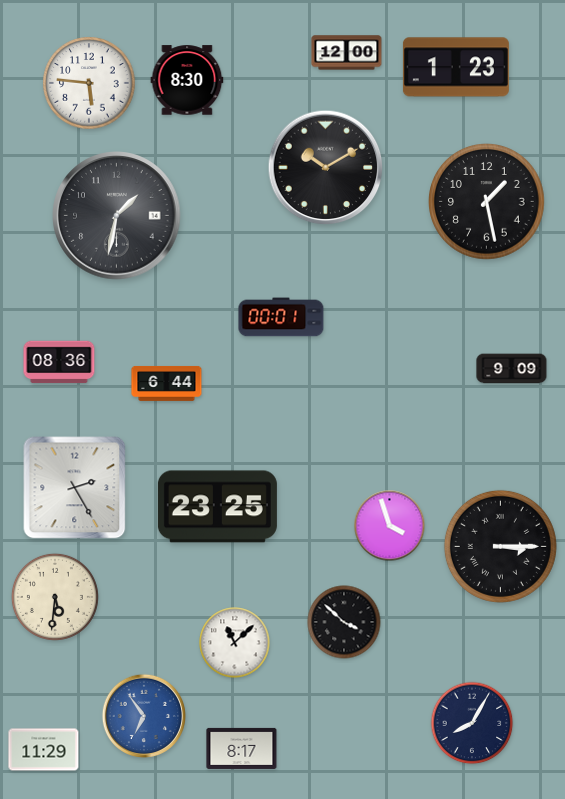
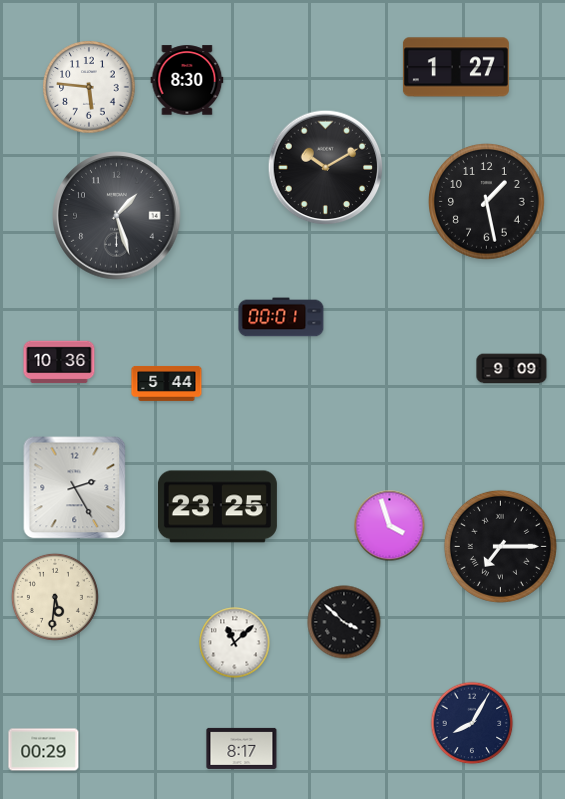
clock at (347, 53): 12:00 -> none
clock at (456, 67): 1:23 -> 1:27
clock at (89, 83) position: (89, 83) -> (89, 87)
clock at (117, 216): 1:32 -> 1:27
clock at (59, 362): 08:36 -> 10:36
clock at (167, 383): 6:44 -> 5:44
clock at (500, 546): 3:15 -> 7:15
clock at (143, 715): 6:54 -> none
clock at (44, 750): 11:29 -> 00:29
